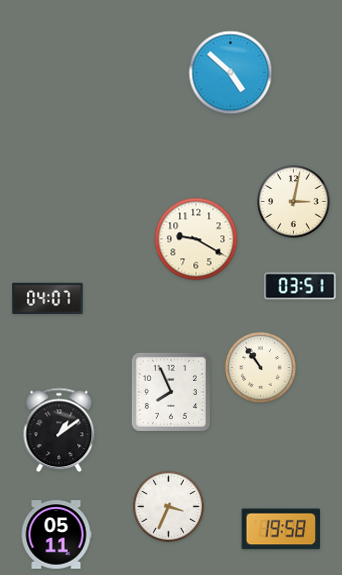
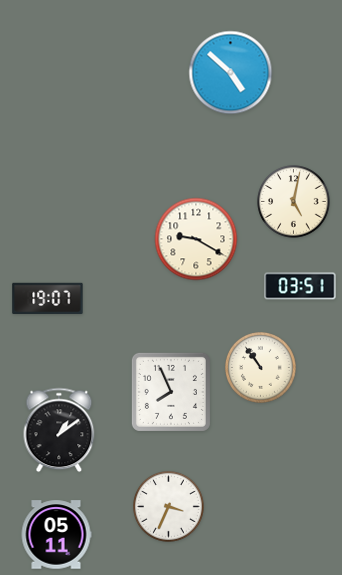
clock at (294, 202): 3:02 -> 5:02
clock at (48, 299): 04:07 -> 19:07
clock at (281, 529): 19:58 -> none
